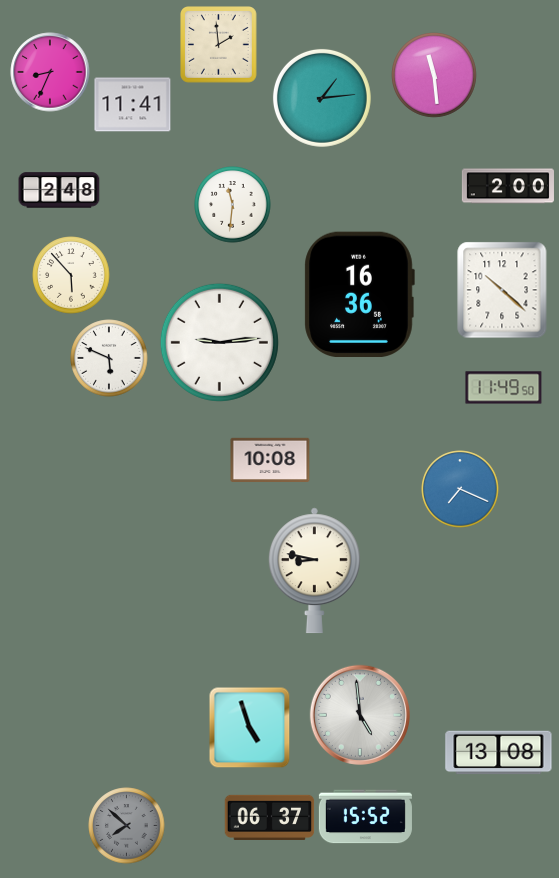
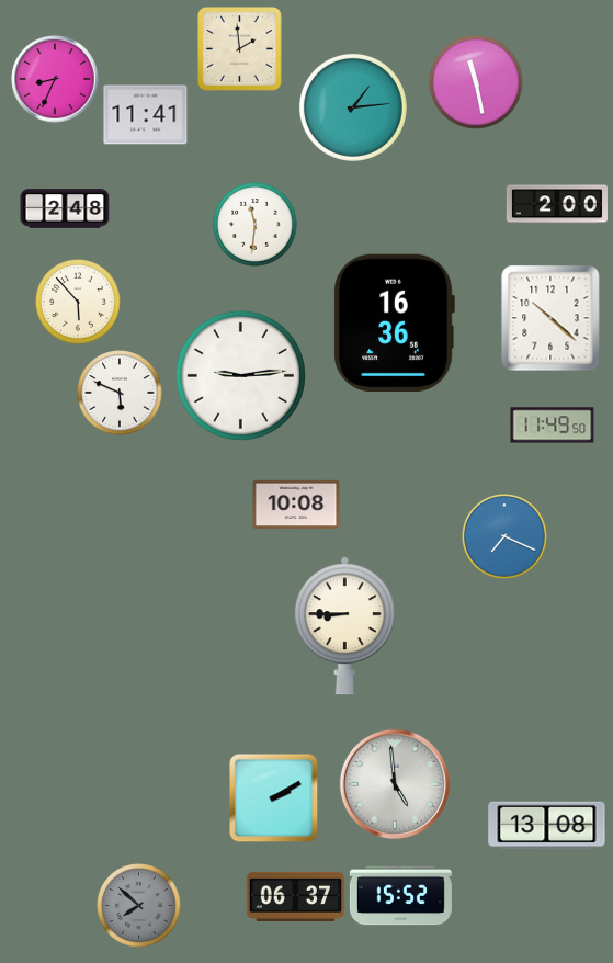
clock at (434, 75): 11:29 -> 11:28
clock at (314, 571): 8:47 -> 8:45
clock at (250, 728): 4:57 -> 2:10
